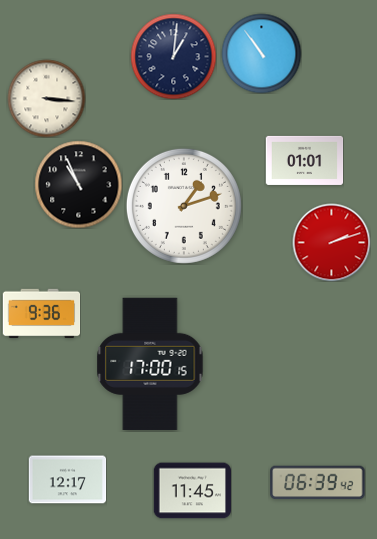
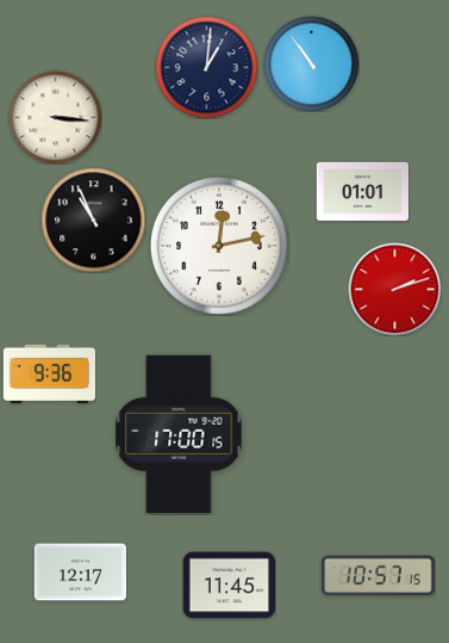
clock at (184, 206): 1:12 -> 12:13
clock at (318, 483): 06:39 -> 10:57
